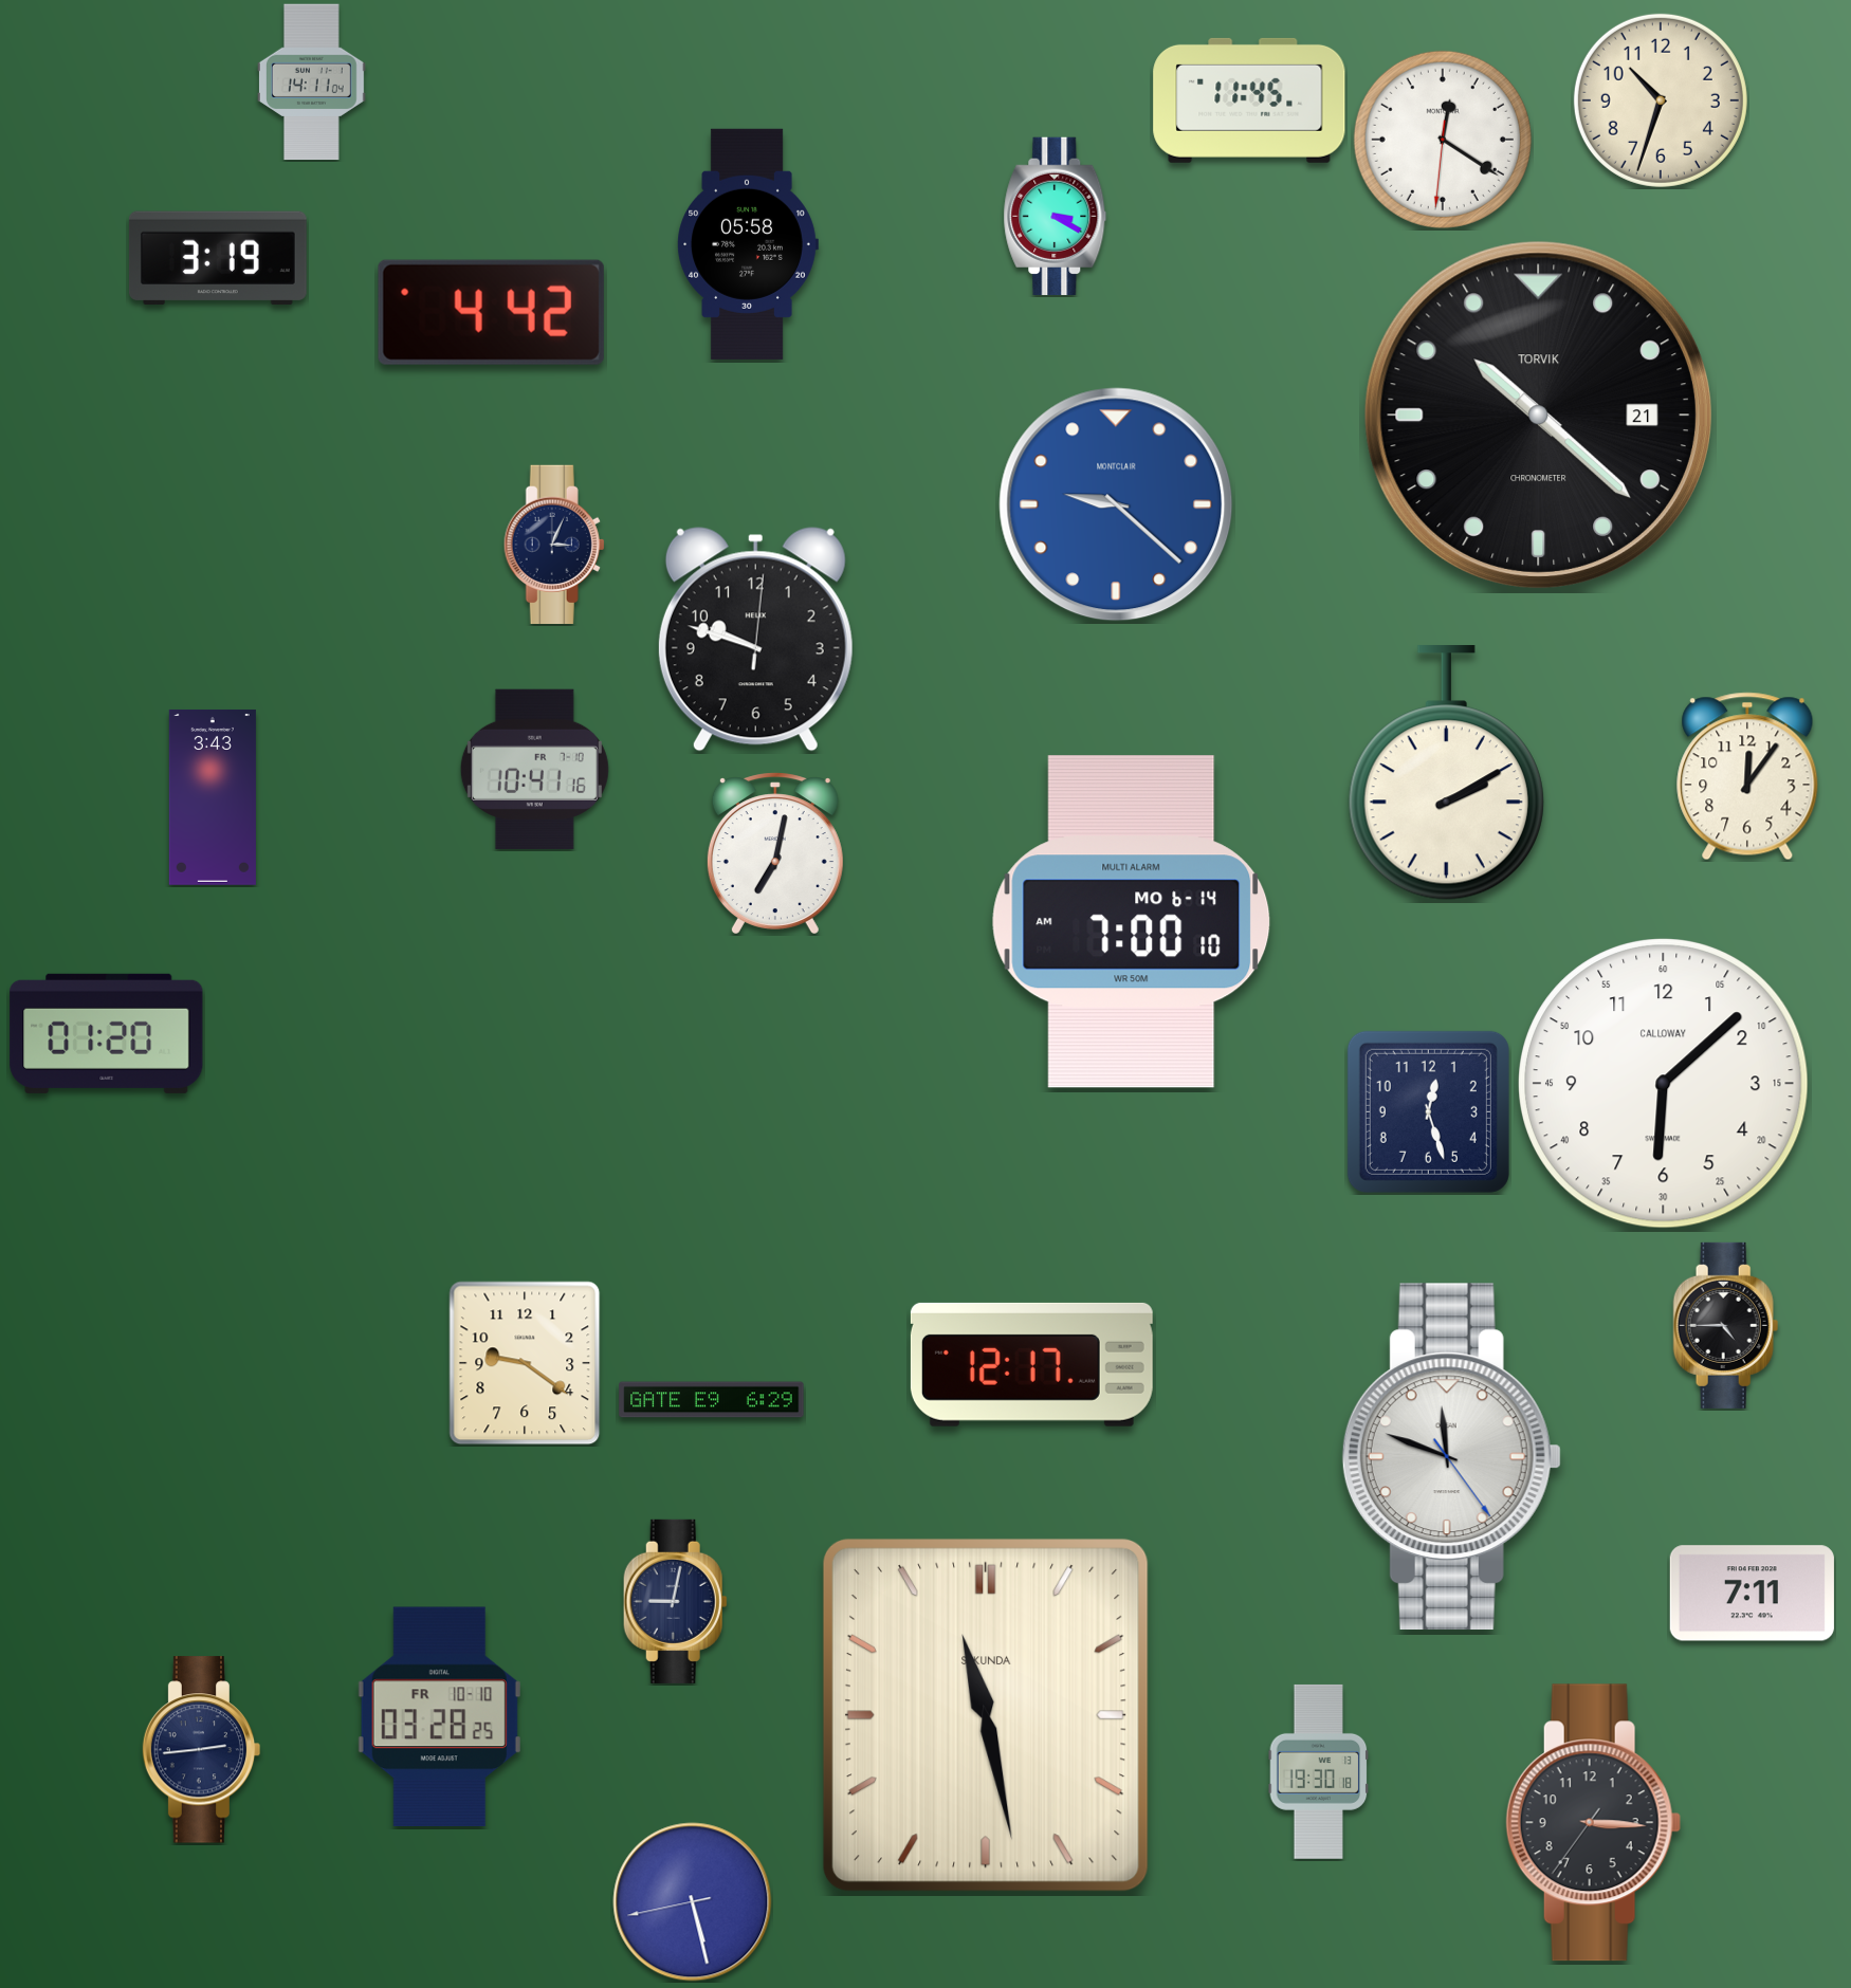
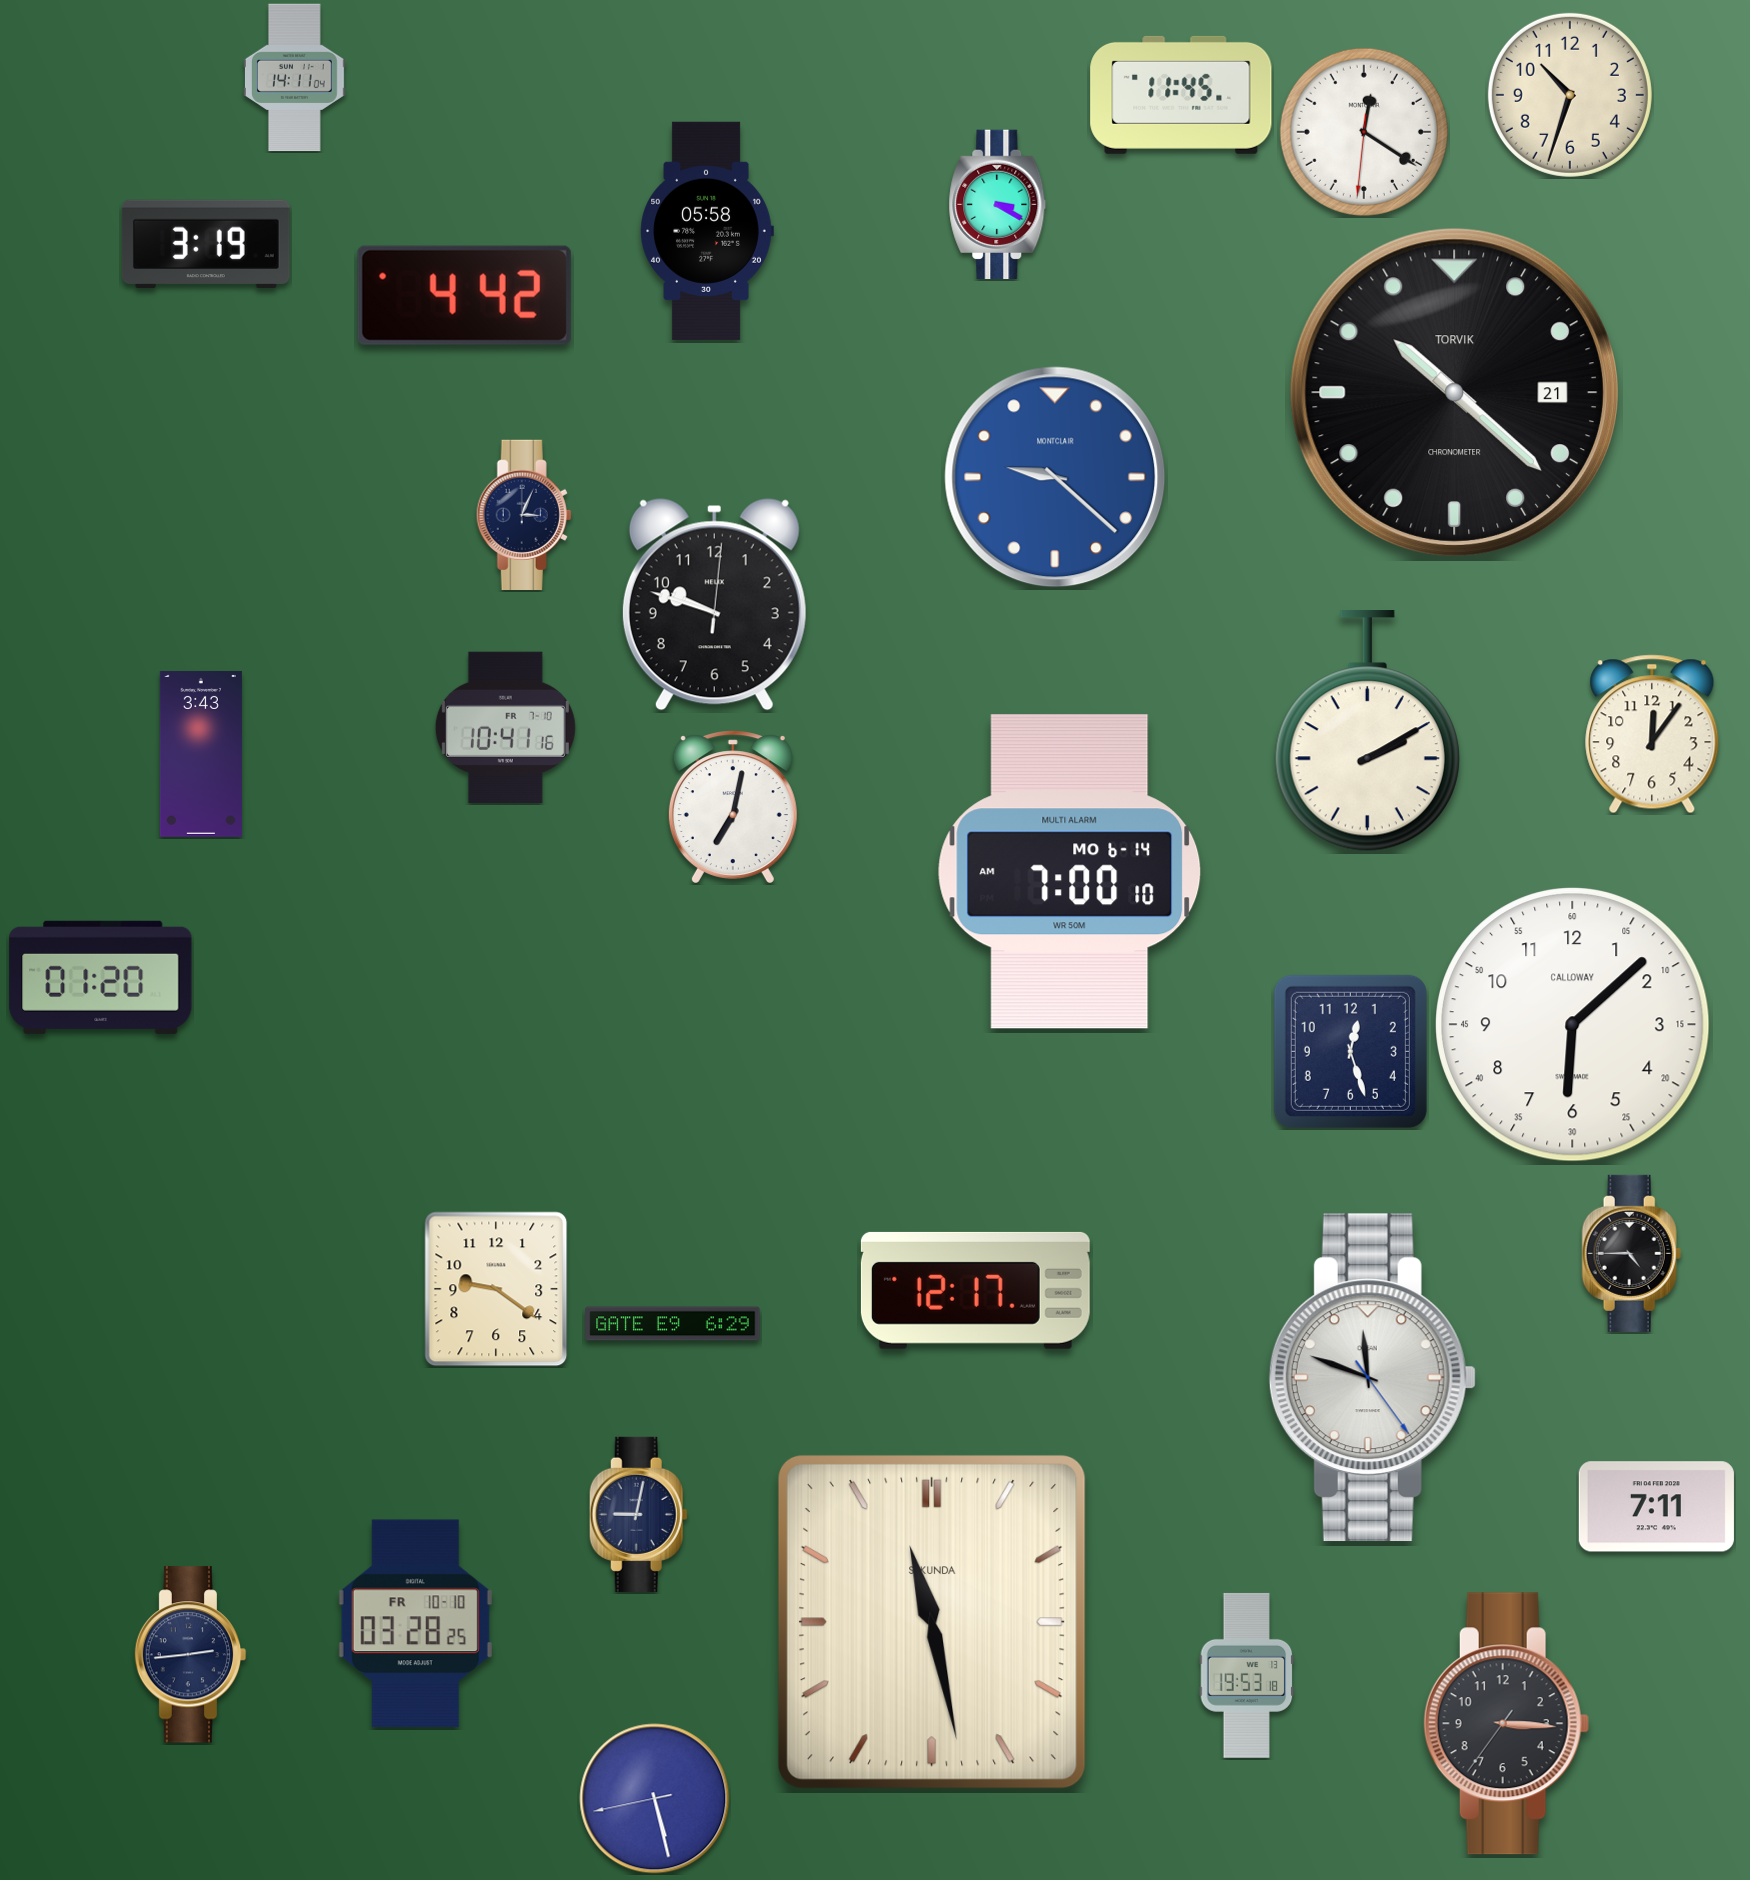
clock at (1319, 1771): 19:30 -> 19:53
